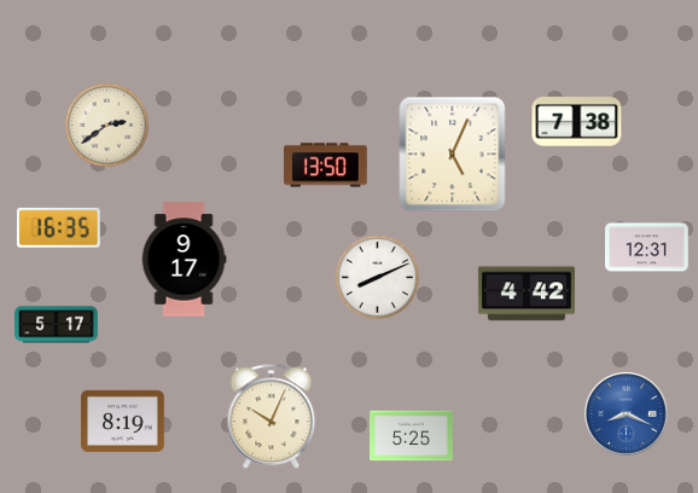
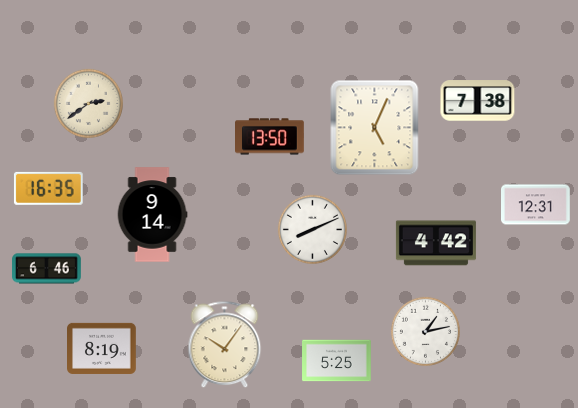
clock at (184, 260): 9:17 -> 9:14
clock at (57, 325): 5:17 -> 6:46
clock at (425, 331): none -> 1:13
clock at (627, 414): 8:19 -> none
clock at (272, 417): 10:04 -> 10:06
clock at (412, 436) position: (412, 436) -> (337, 361)
